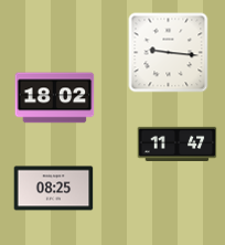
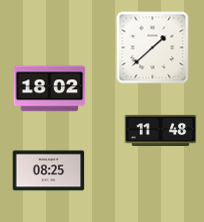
clock at (169, 53): 9:16 -> 1:38
clock at (178, 143): 11:47 -> 11:48
